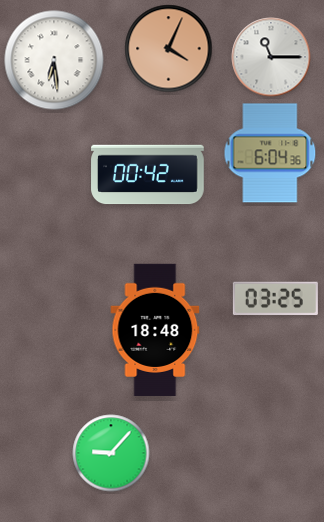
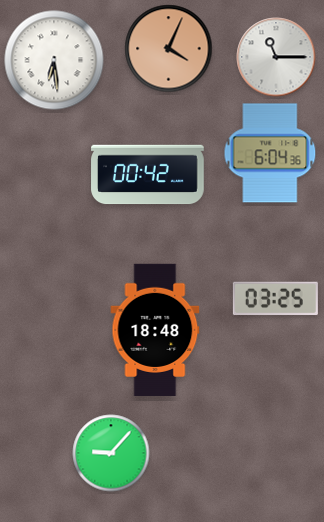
clock at (271, 57) position: (271, 57) -> (276, 57)
